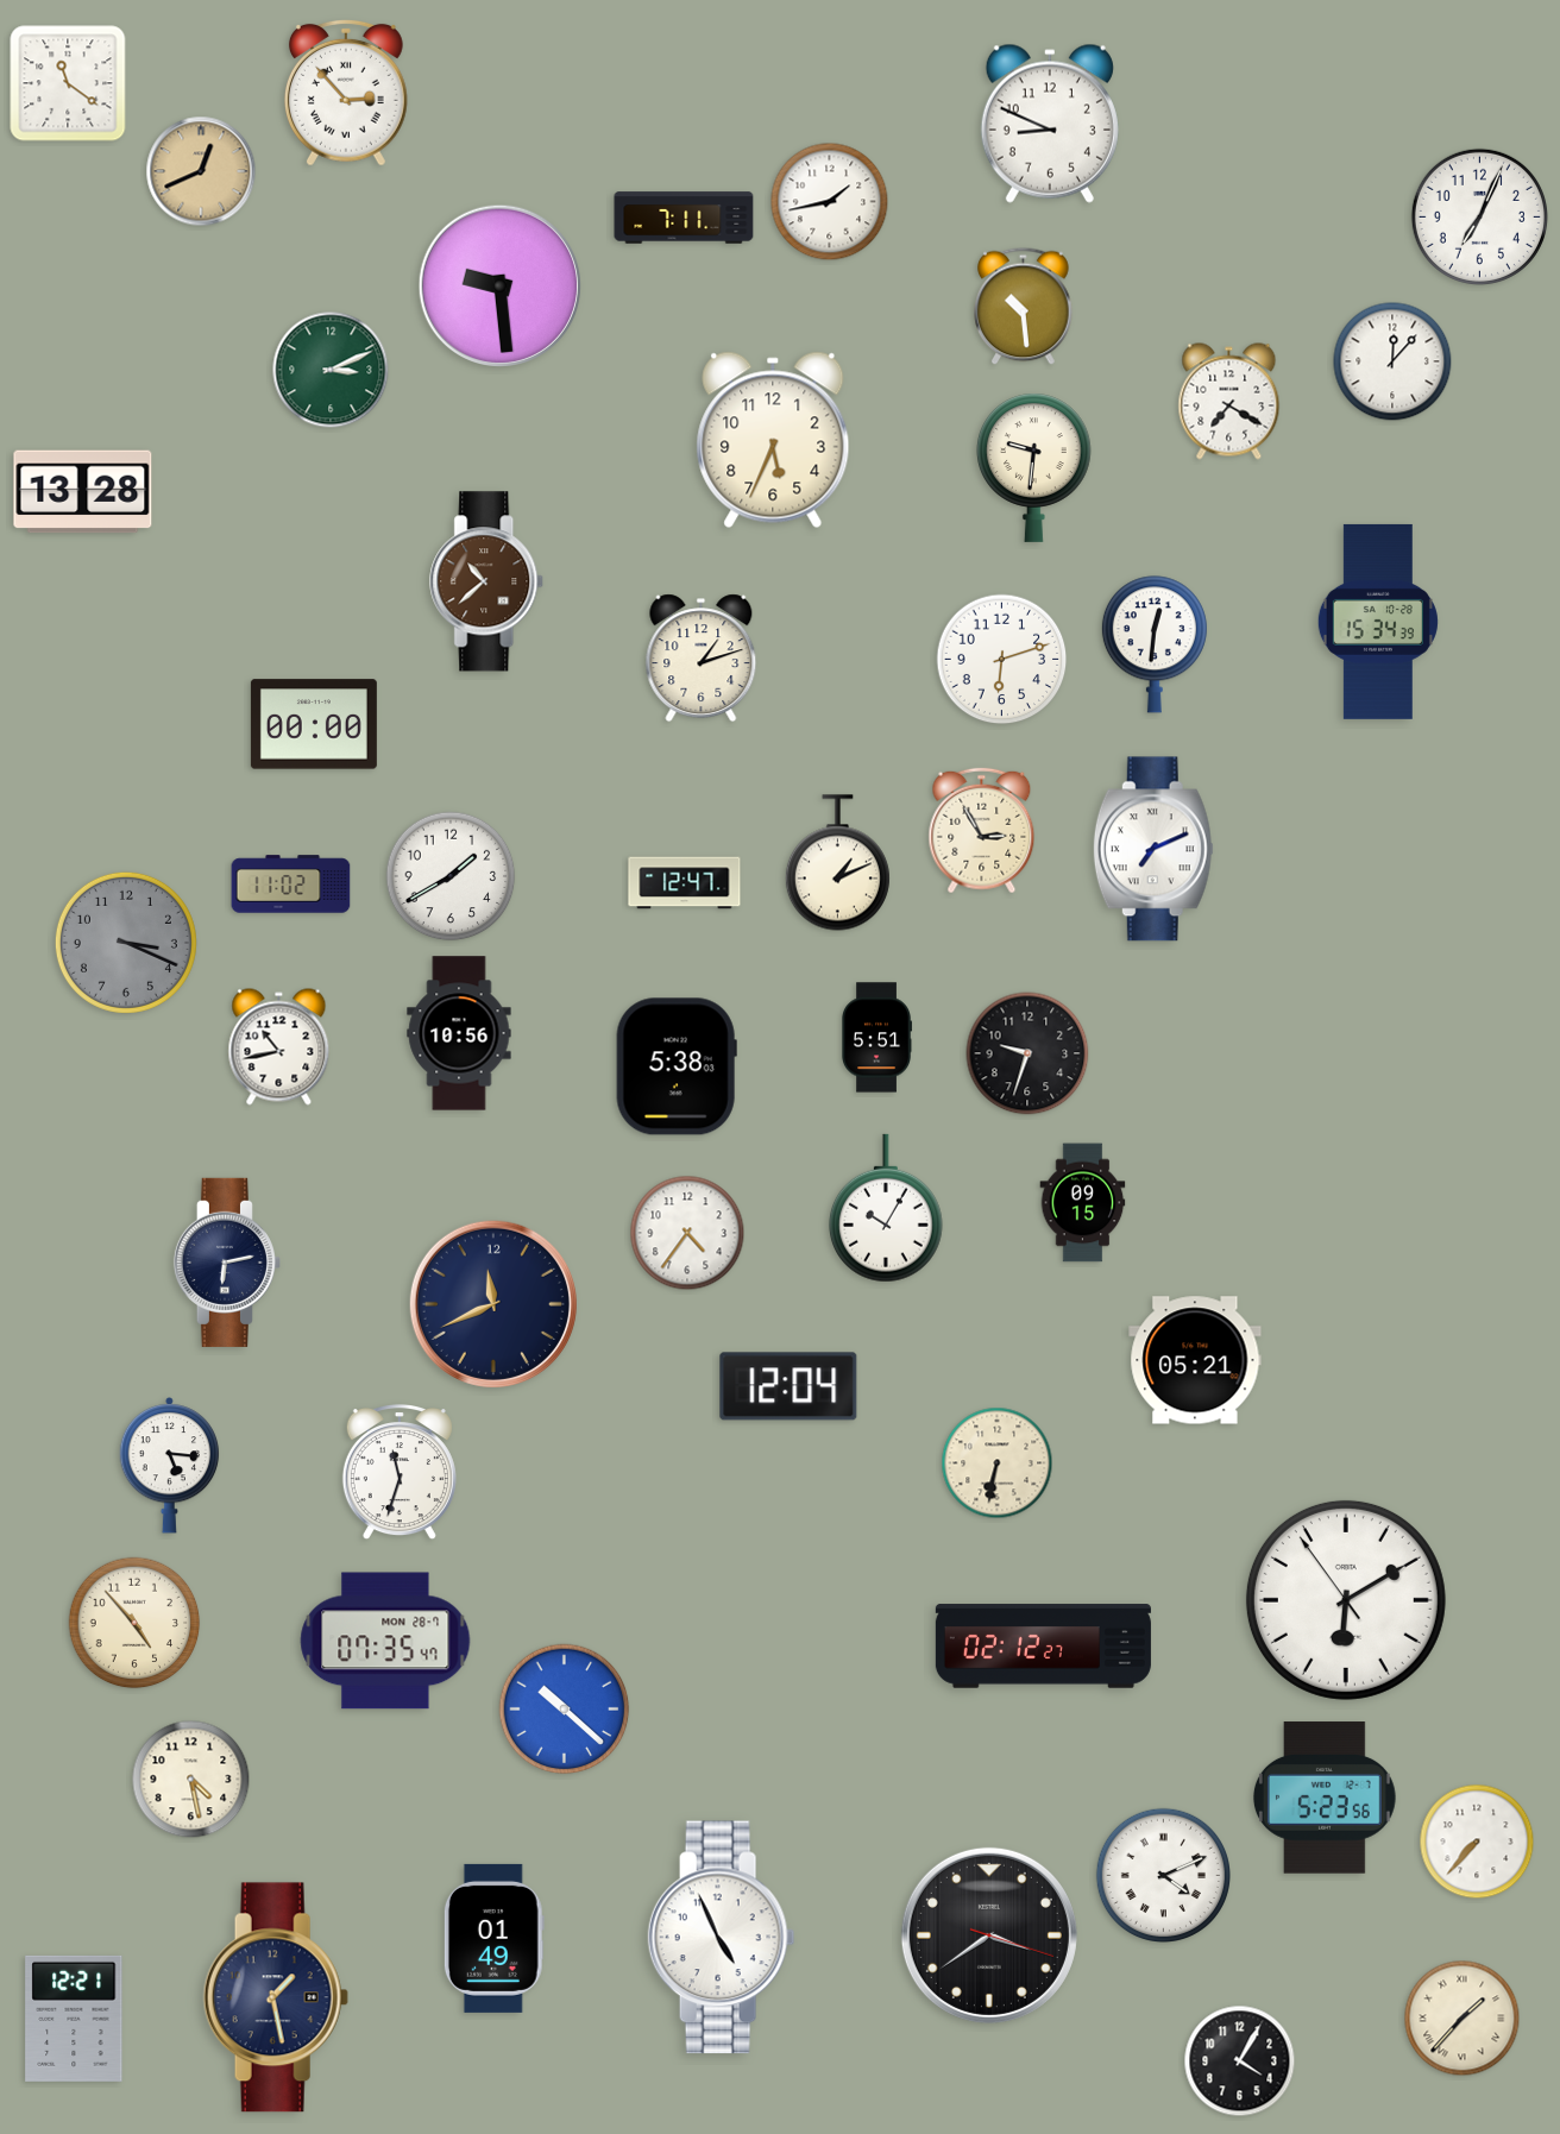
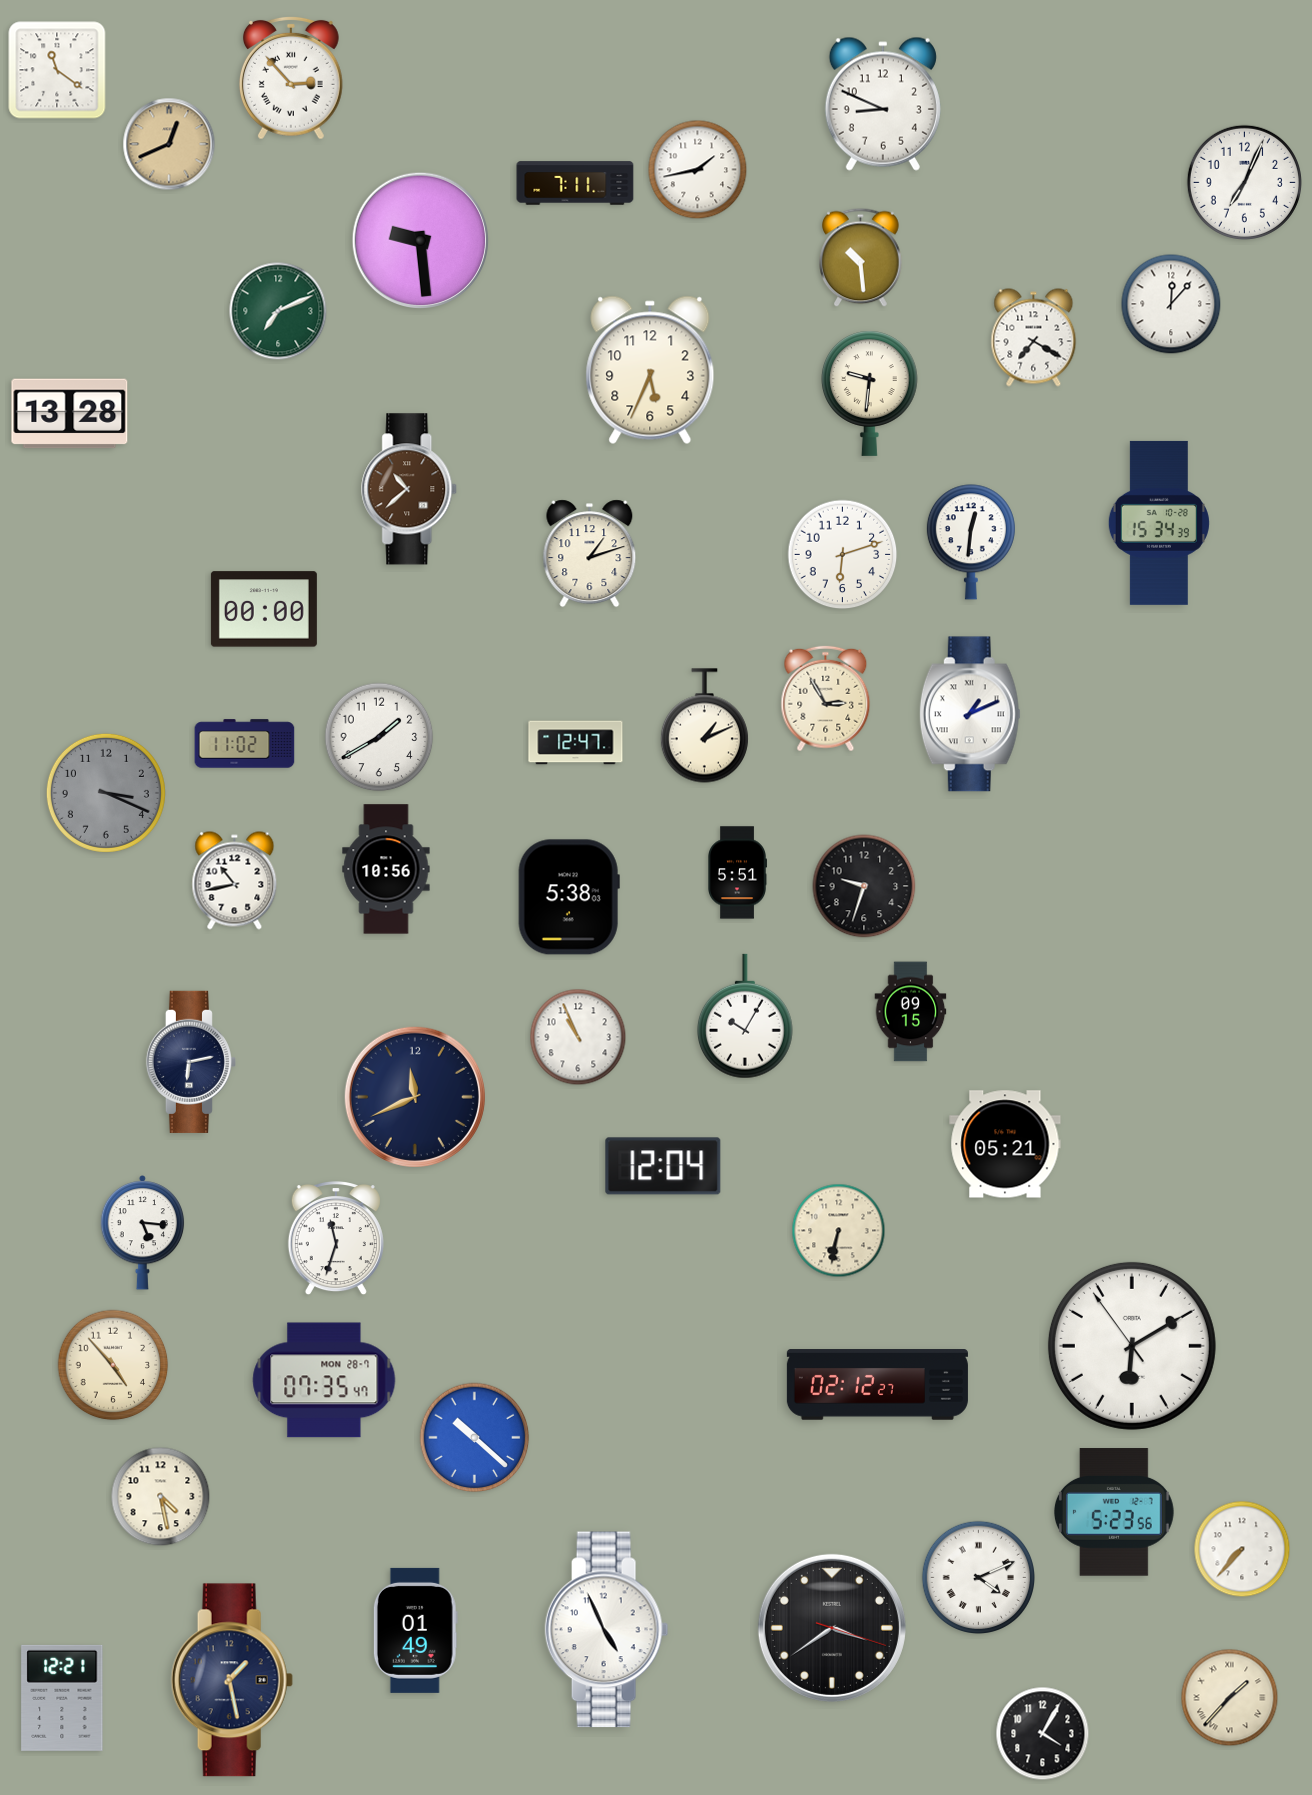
clock at (331, 370): 3:11 -> 7:11
clock at (1153, 849): 7:11 -> 1:11
clock at (687, 1233): 4:36 -> 10:56
